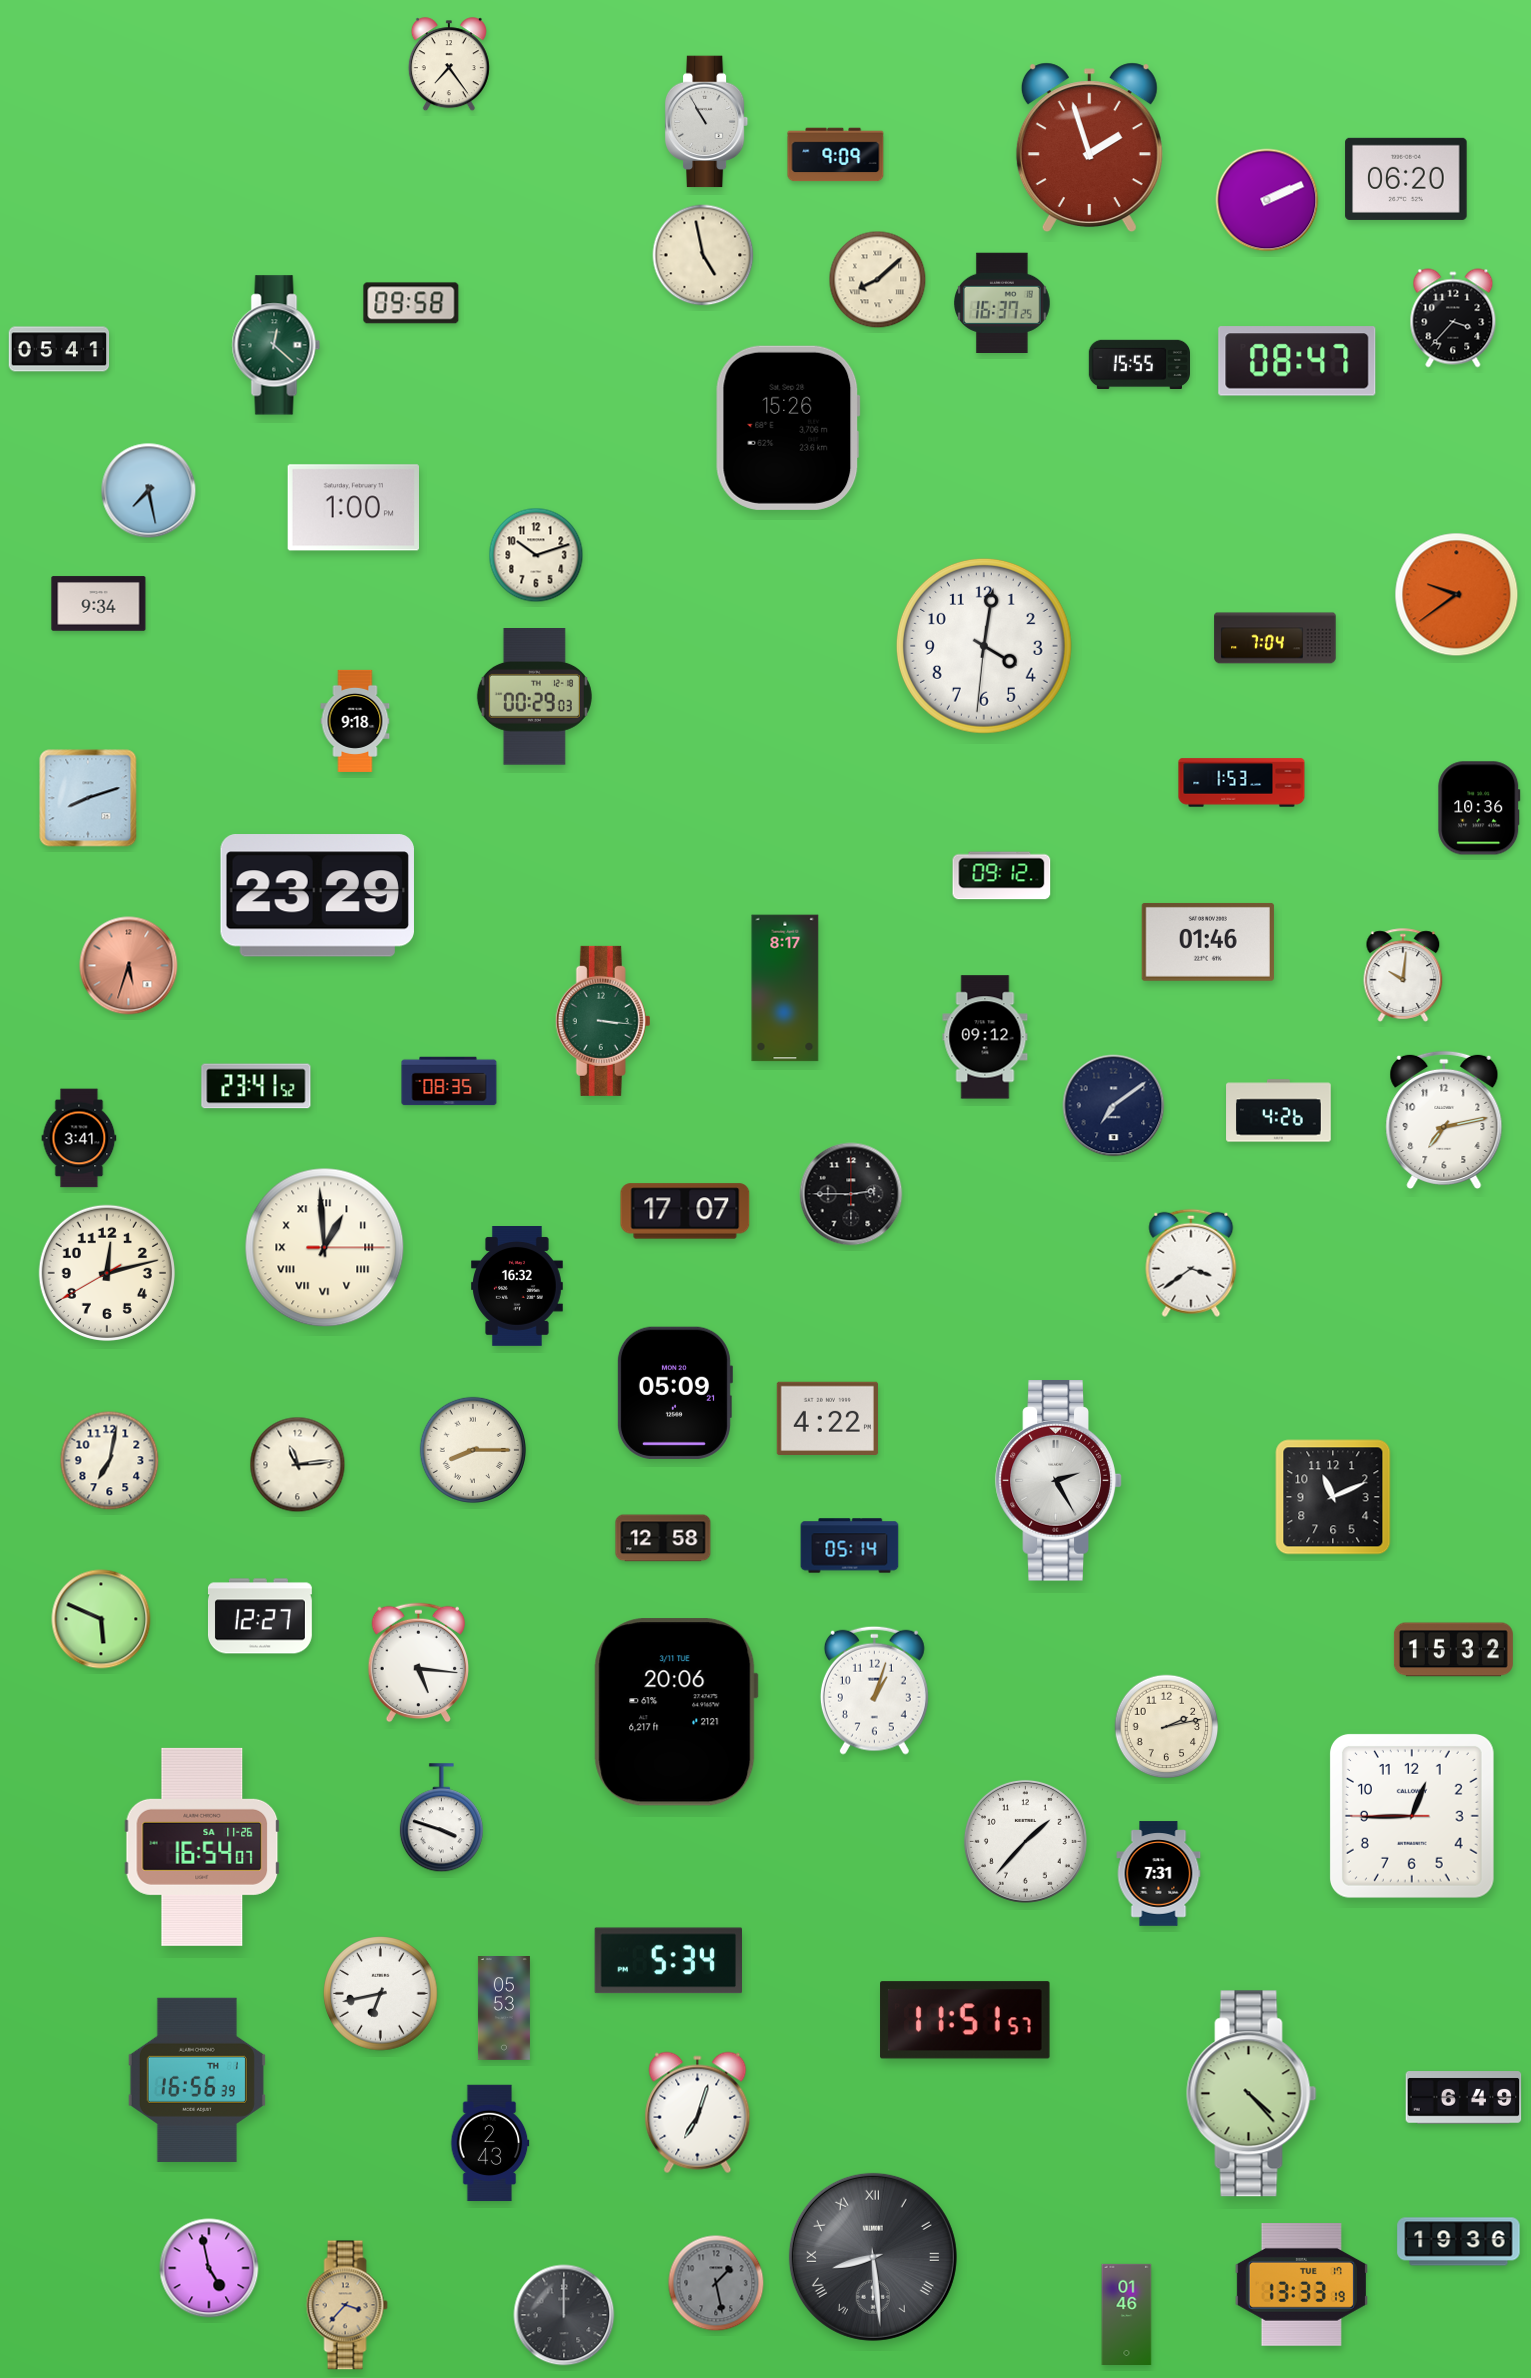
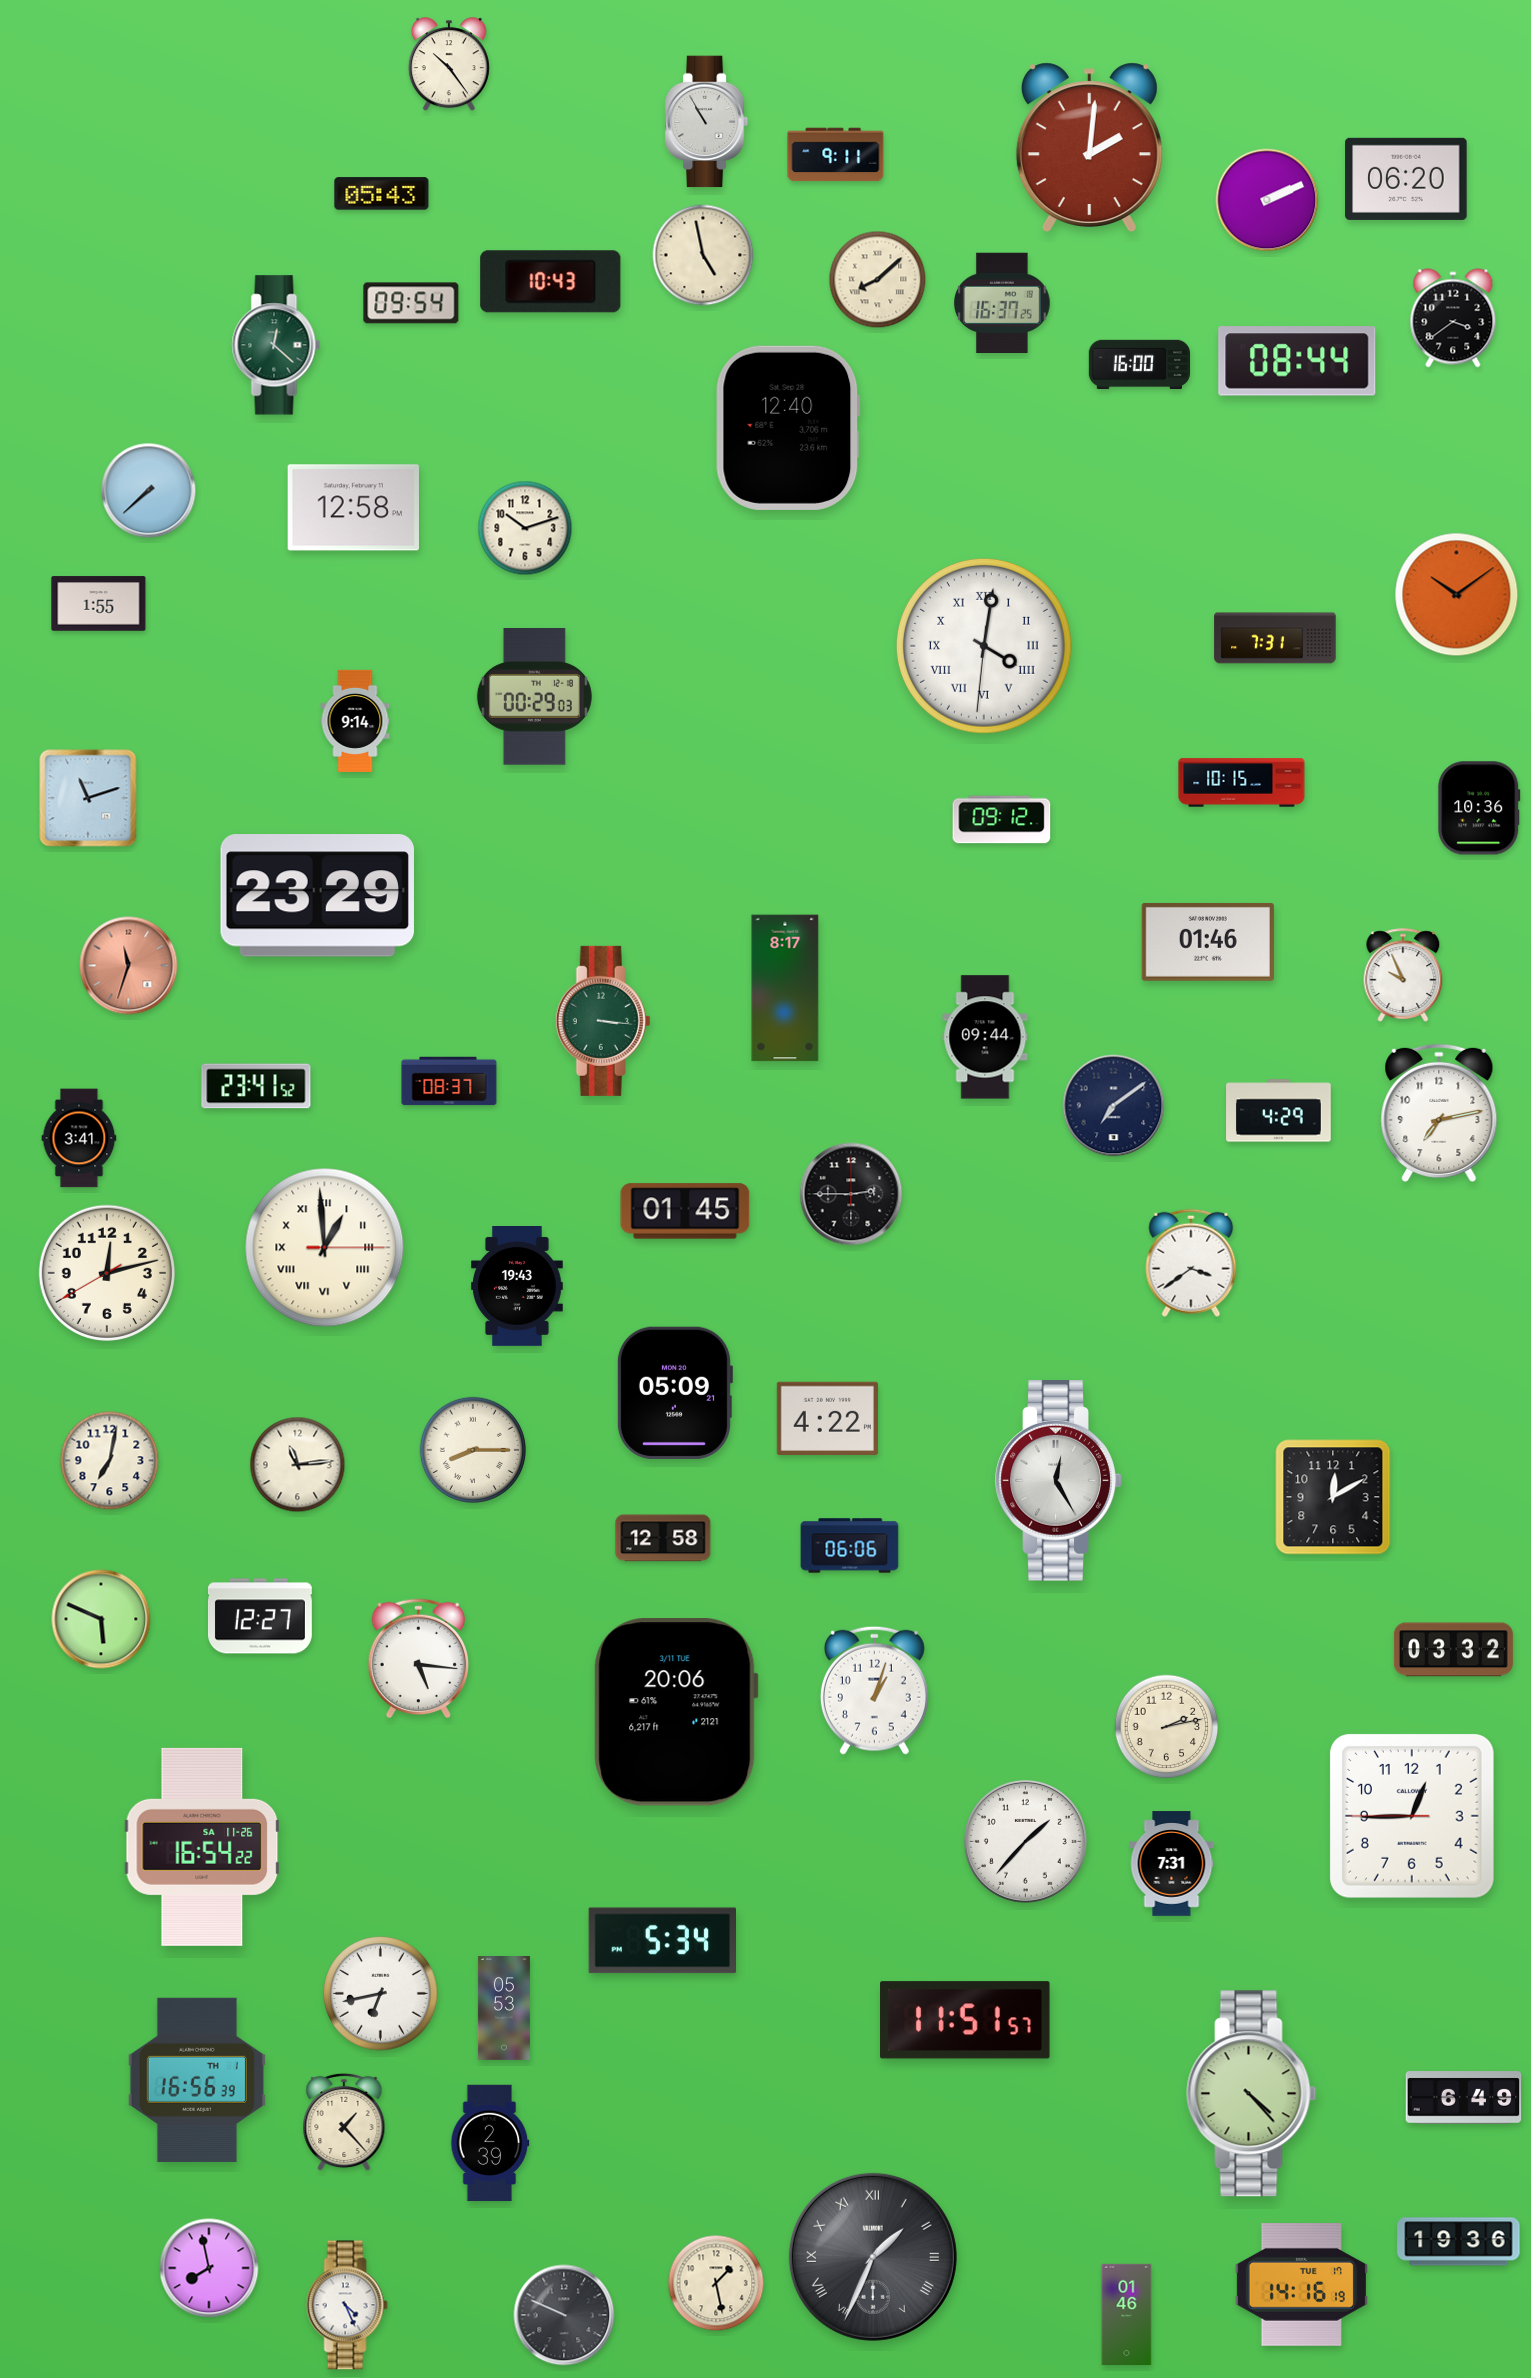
clock at (449, 65): 7:24 -> 10:24
clock at (1089, 148): 1:57 -> 2:01
clock at (836, 155): 9:09 -> 9:11
clock at (382, 194): none -> 05:43
clock at (551, 282): none -> 10:43
clock at (411, 303): 09:58 -> 09:54
clock at (1453, 318): 3:37 -> 3:39
clock at (59, 349): 05:41 -> none
clock at (1297, 361): 08:47 -> 08:44
clock at (1139, 364): 15:55 -> 16:00
clock at (788, 428): 15:26 -> 12:40
clock at (149, 491): 7:28 -> 7:38
clock at (353, 508): 1:00 -> 12:58
clock at (536, 555) position: (536, 555) -> (525, 528)
clock at (1457, 595): 9:39 -> 10:09
clock at (99, 604): 9:34 -> 1:55
clock at (1275, 638): 7:04 -> 7:31
clock at (984, 646) numerals: Arabic -> Roman
clock at (355, 721): 9:18 -> 9:14
clock at (1242, 783): 1:53 -> 10:15
clock at (88, 798): 8:12 -> 11:12
clock at (1002, 876) position: (1002, 876) -> (1002, 820)
clock at (129, 966): 5:33 -> 11:33
clock at (1403, 975): 10:01 -> 9:56
clock at (985, 1037): 09:12 -> 09:44
clock at (449, 1081): 08:35 -> 08:37
clock at (1279, 1111): 4:26 -> 4:29
clock at (1444, 1119) position: (1444, 1119) -> (1439, 1112)
clock at (685, 1211): 17:07 -> 01:45
clock at (518, 1287): 16:32 -> 19:43
clock at (1059, 1481): 2:25 -> 12:25
clock at (1333, 1497): 11:11 -> 12:10
clock at (850, 1546): 05:14 -> 06:06
clock at (1453, 1650): 15:32 -> 03:32
clock at (418, 1663) position: (418, 1663) -> (418, 1659)
clock at (441, 1818): 3:48 -> none
clock at (202, 1847): 16:54:07 -> 16:54:22
clock at (1159, 1874) position: (1159, 1874) -> (1172, 1864)
clock at (668, 1961) position: (668, 1961) -> (662, 1941)
clock at (698, 2113): 7:03 -> none
clock at (344, 2122): none -> 1:23
clock at (490, 2143): 2:43 -> 2:39
clock at (873, 2257): 8:29 -> 1:34
clock at (209, 2268): 4:58 -> 7:58
clock at (716, 2283) dial: grey -> cream
clock at (1301, 2285): 13:33 -> 14:16
clock at (347, 2305): 3:37 -> 4:26
clock at (347, 2305) dial: champagne -> white
clock at (564, 2315): 12:00 -> 9:49
